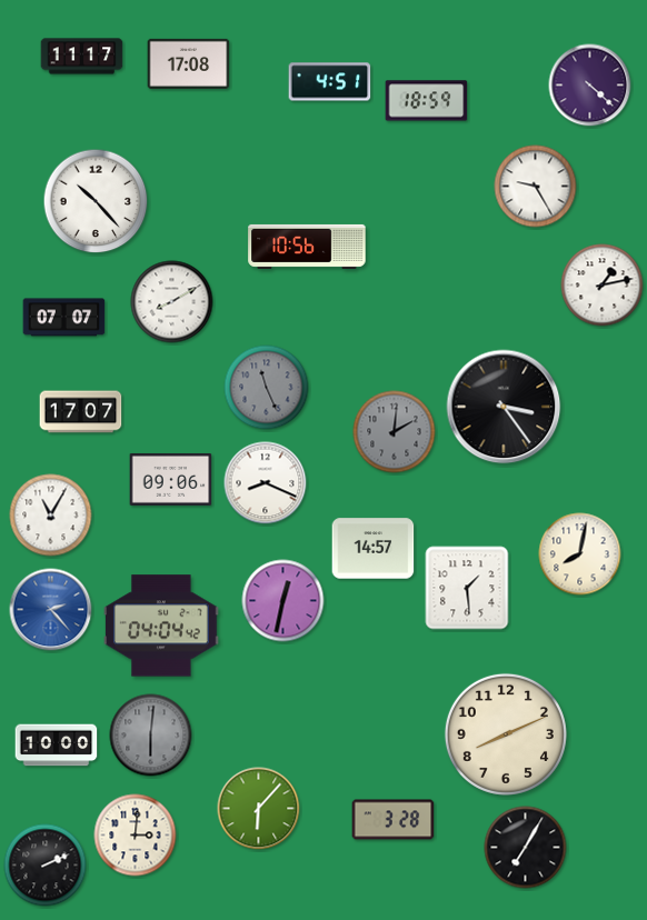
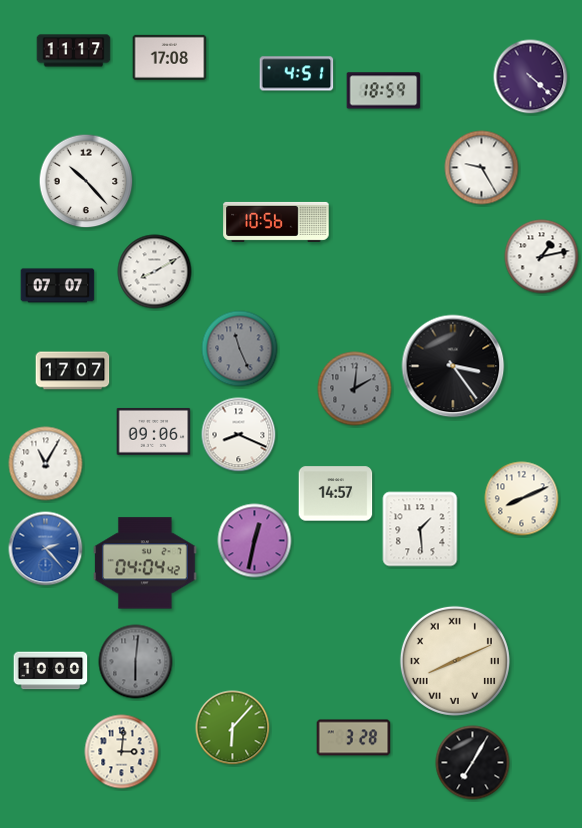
clock at (580, 554): 8:02 -> 8:11
clock at (506, 734) numerals: Arabic -> Roman
clock at (46, 866): 2:11 -> none
